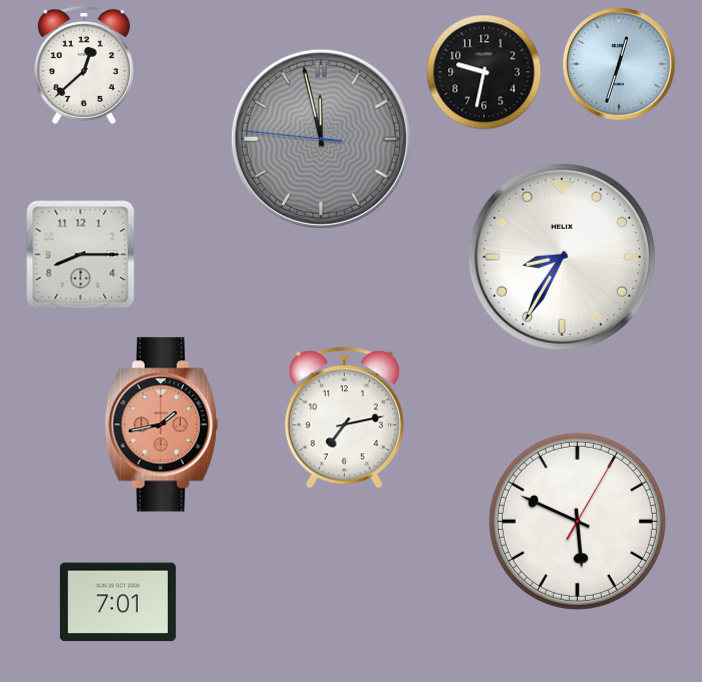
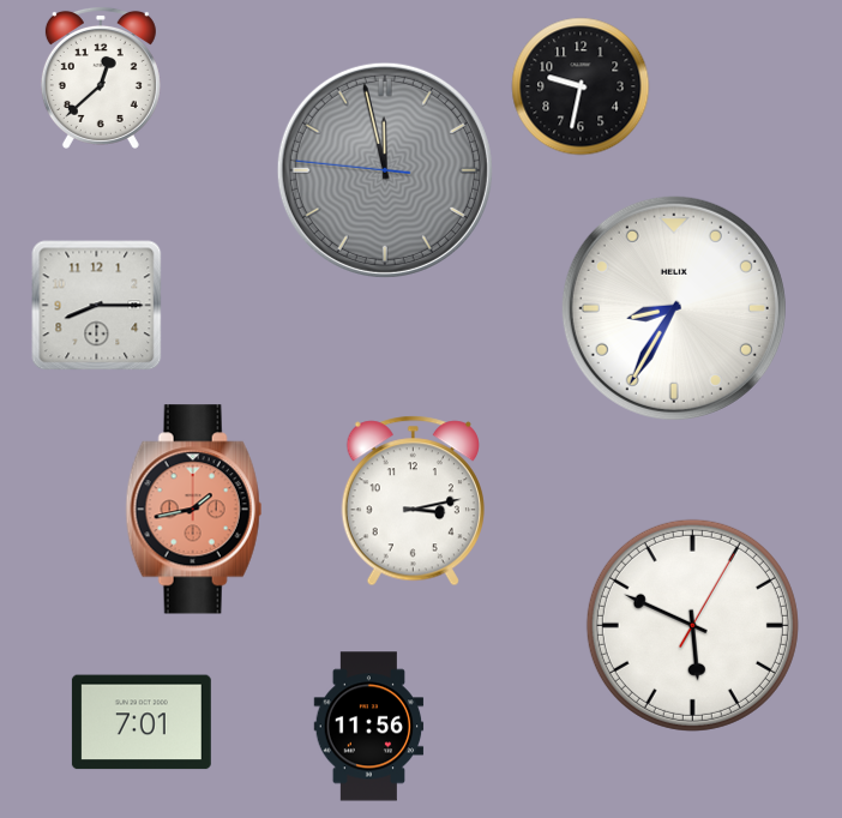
clock at (619, 64): 12:33 -> none
clock at (321, 139) position: (321, 139) -> (385, 170)
clock at (344, 418): 7:13 -> 3:13
clock at (369, 727): none -> 11:56
